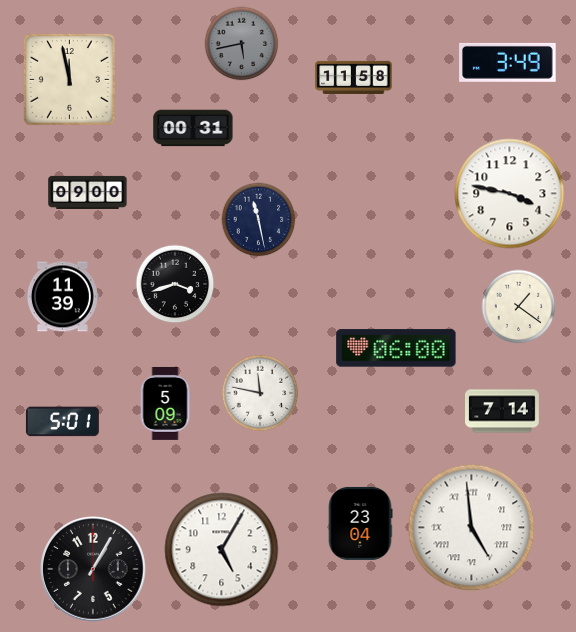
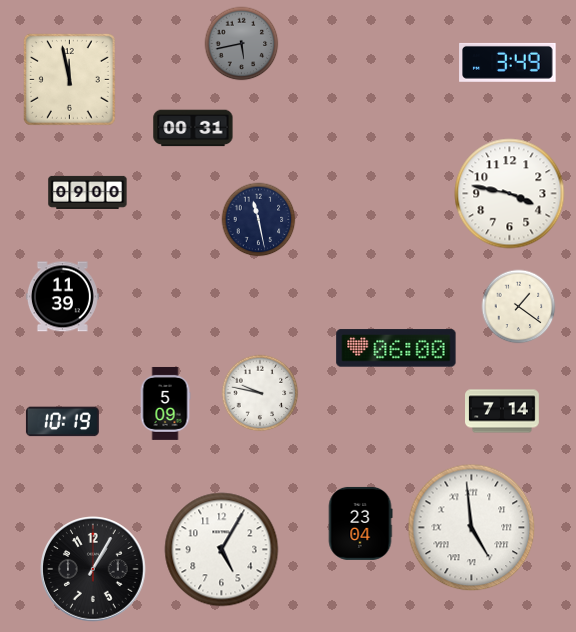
clock at (354, 77): 11:58 -> none
clock at (175, 284): 3:42 -> none
clock at (260, 393): 11:47 -> 9:47
clock at (62, 422): 5:01 -> 10:19
